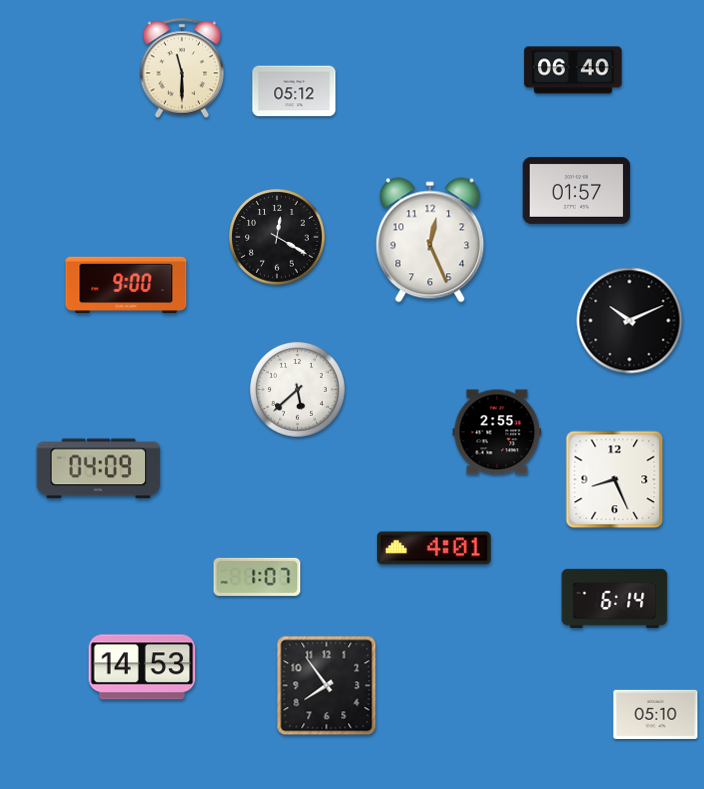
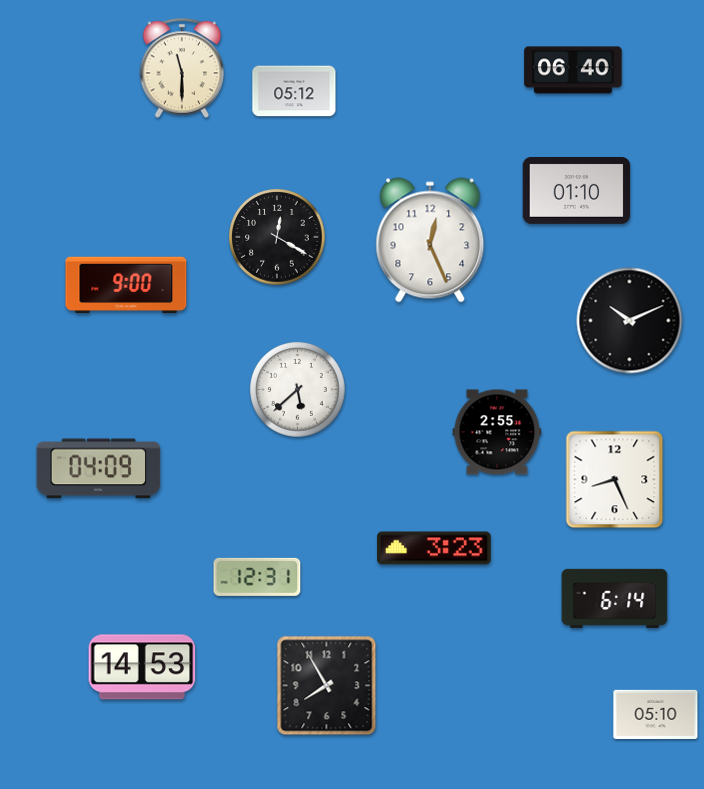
clock at (577, 190): 01:57 -> 01:10
clock at (434, 548): 4:01 -> 3:23
clock at (257, 577): 1:07 -> 12:31
clock at (327, 686): 7:54 -> 7:55
